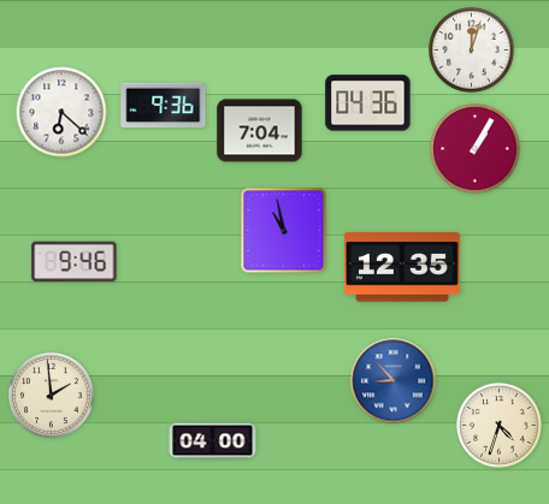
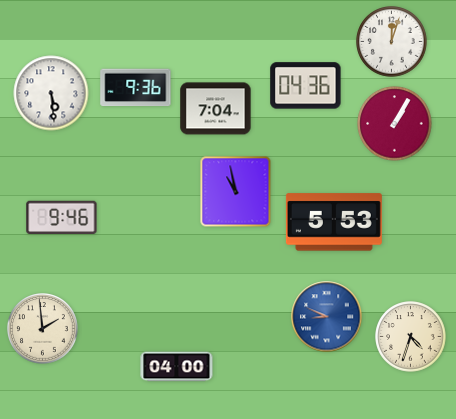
clock at (61, 112): 6:22 -> 5:29
clock at (402, 267): 12:35 -> 5:53
clock at (394, 381): 8:53 -> 8:49
clock at (500, 426) position: (500, 426) -> (411, 337)
